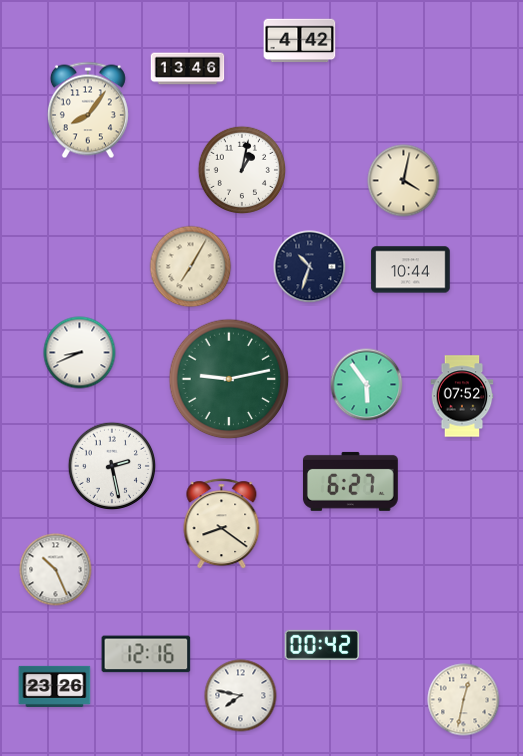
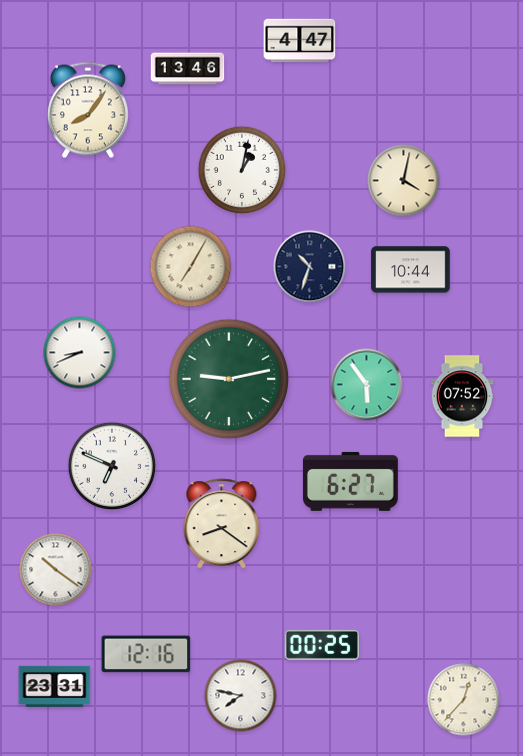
clock at (300, 41): 4:42 -> 4:47
clock at (111, 465): 2:28 -> 6:49
clock at (56, 570): 10:26 -> 10:21
clock at (321, 645): 00:42 -> 00:25
clock at (55, 686): 23:26 -> 23:31
clock at (464, 700): 12:32 -> 12:37
